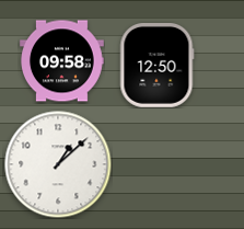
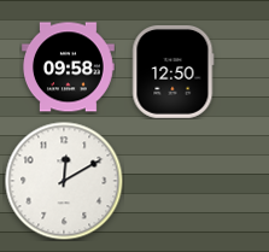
clock at (58, 164): 1:08 -> 12:10
